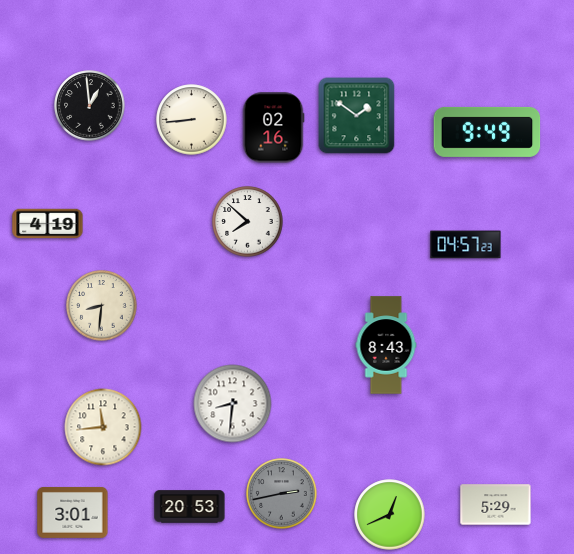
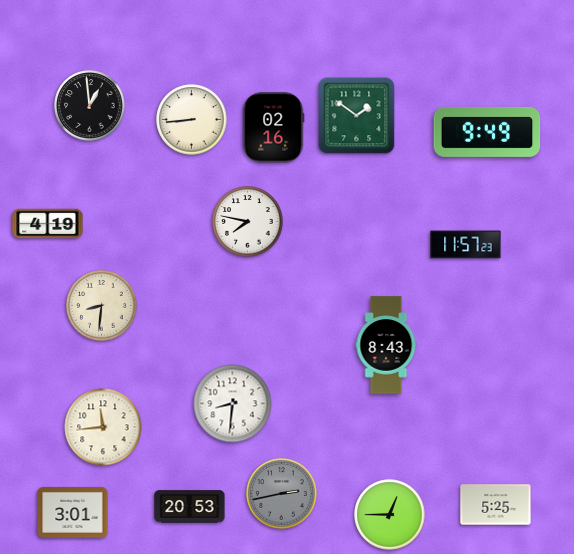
clock at (248, 222): 7:52 -> 7:47
clock at (466, 245): 04:57 -> 11:57
clock at (496, 505): 5:29 -> 5:25
clock at (390, 515): 12:41 -> 12:45
